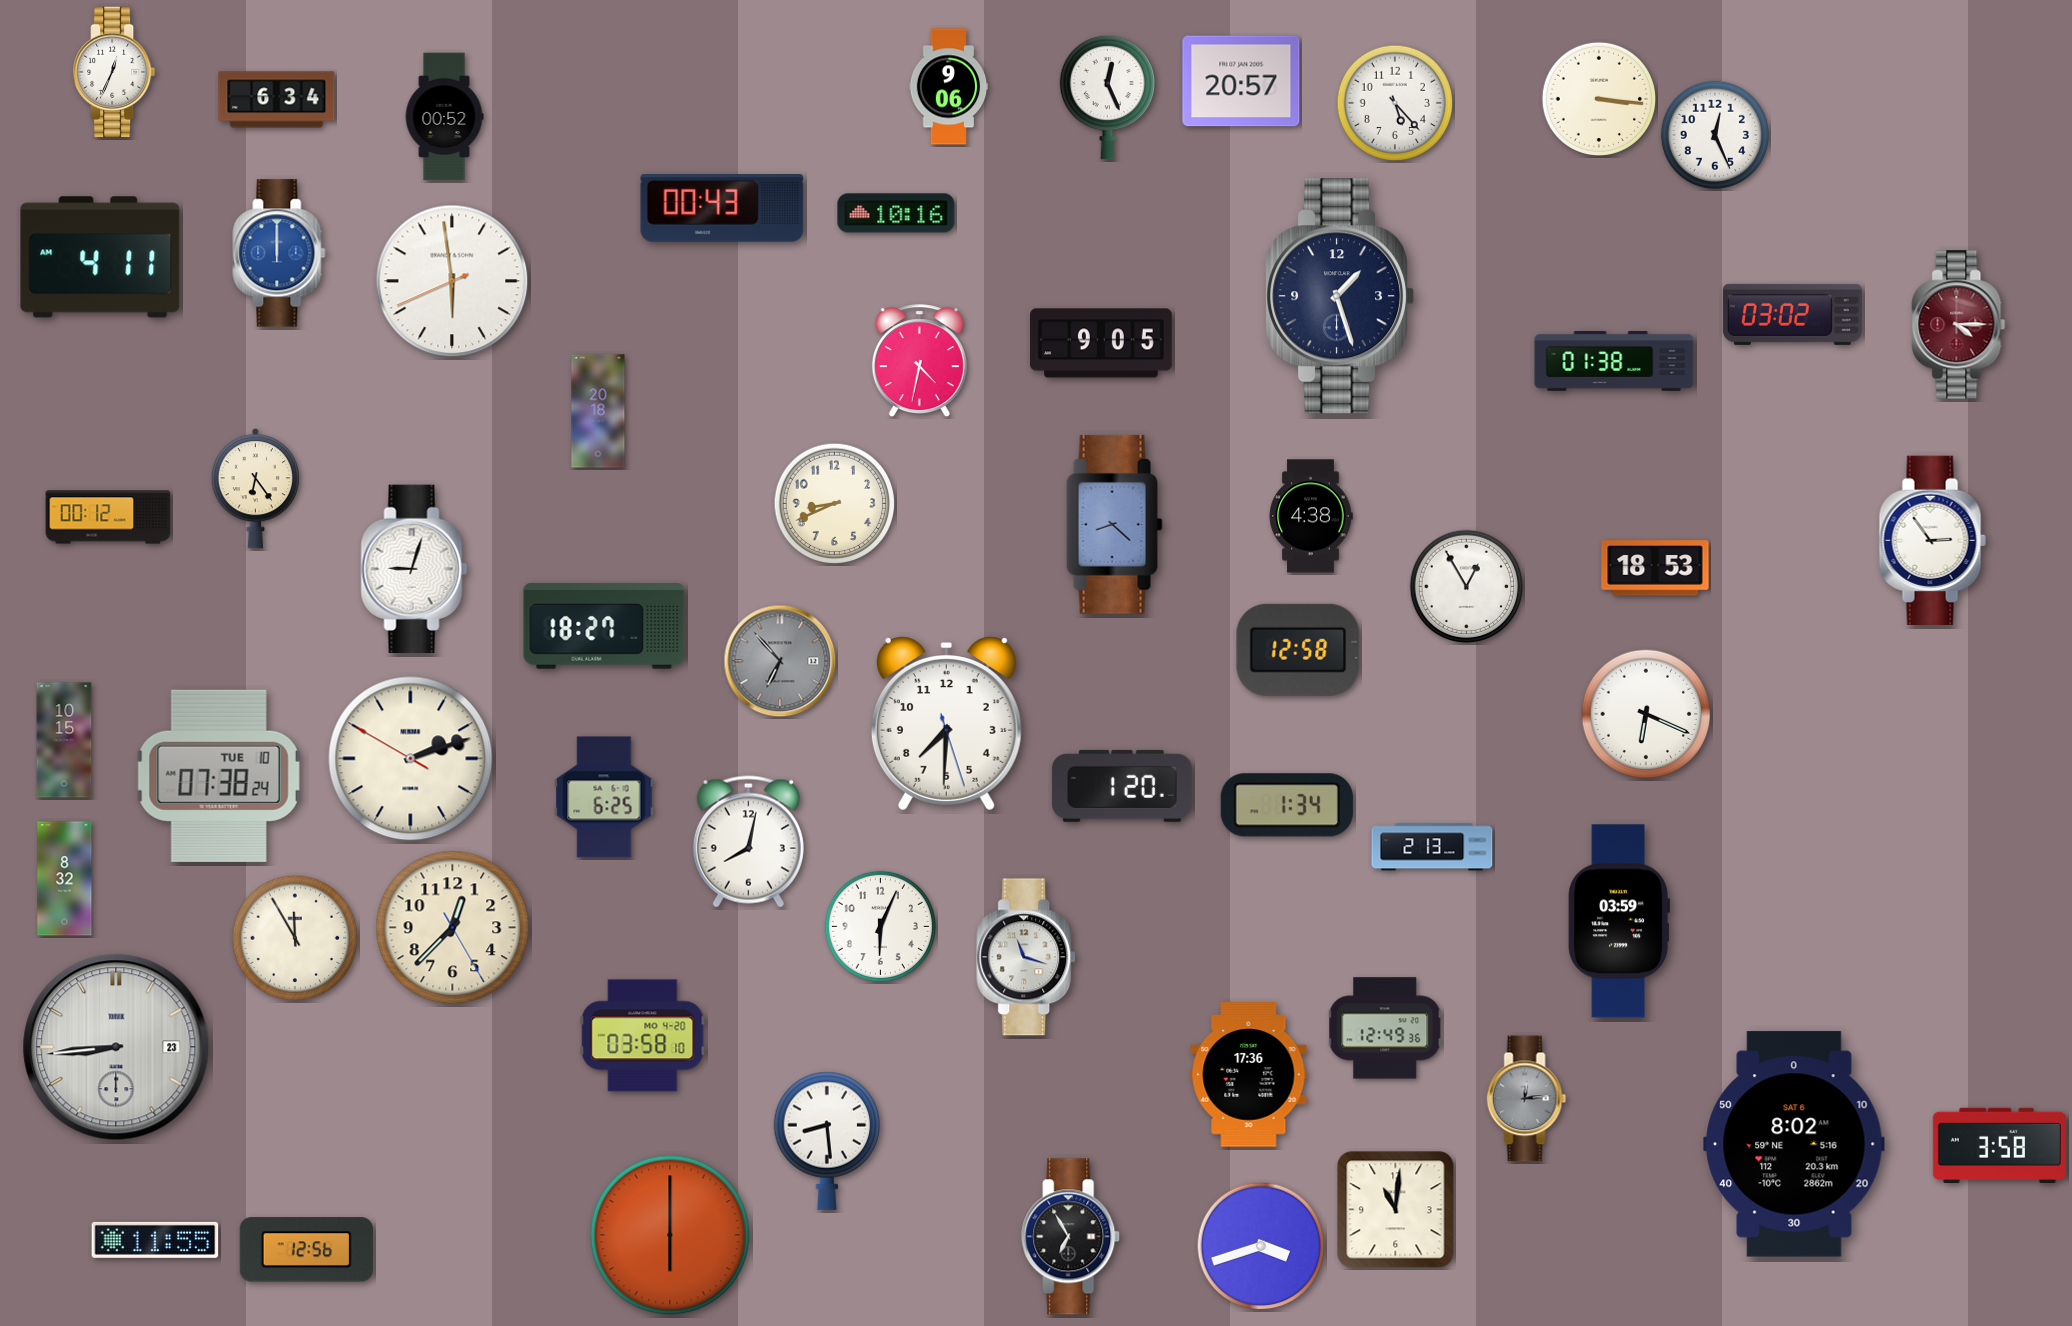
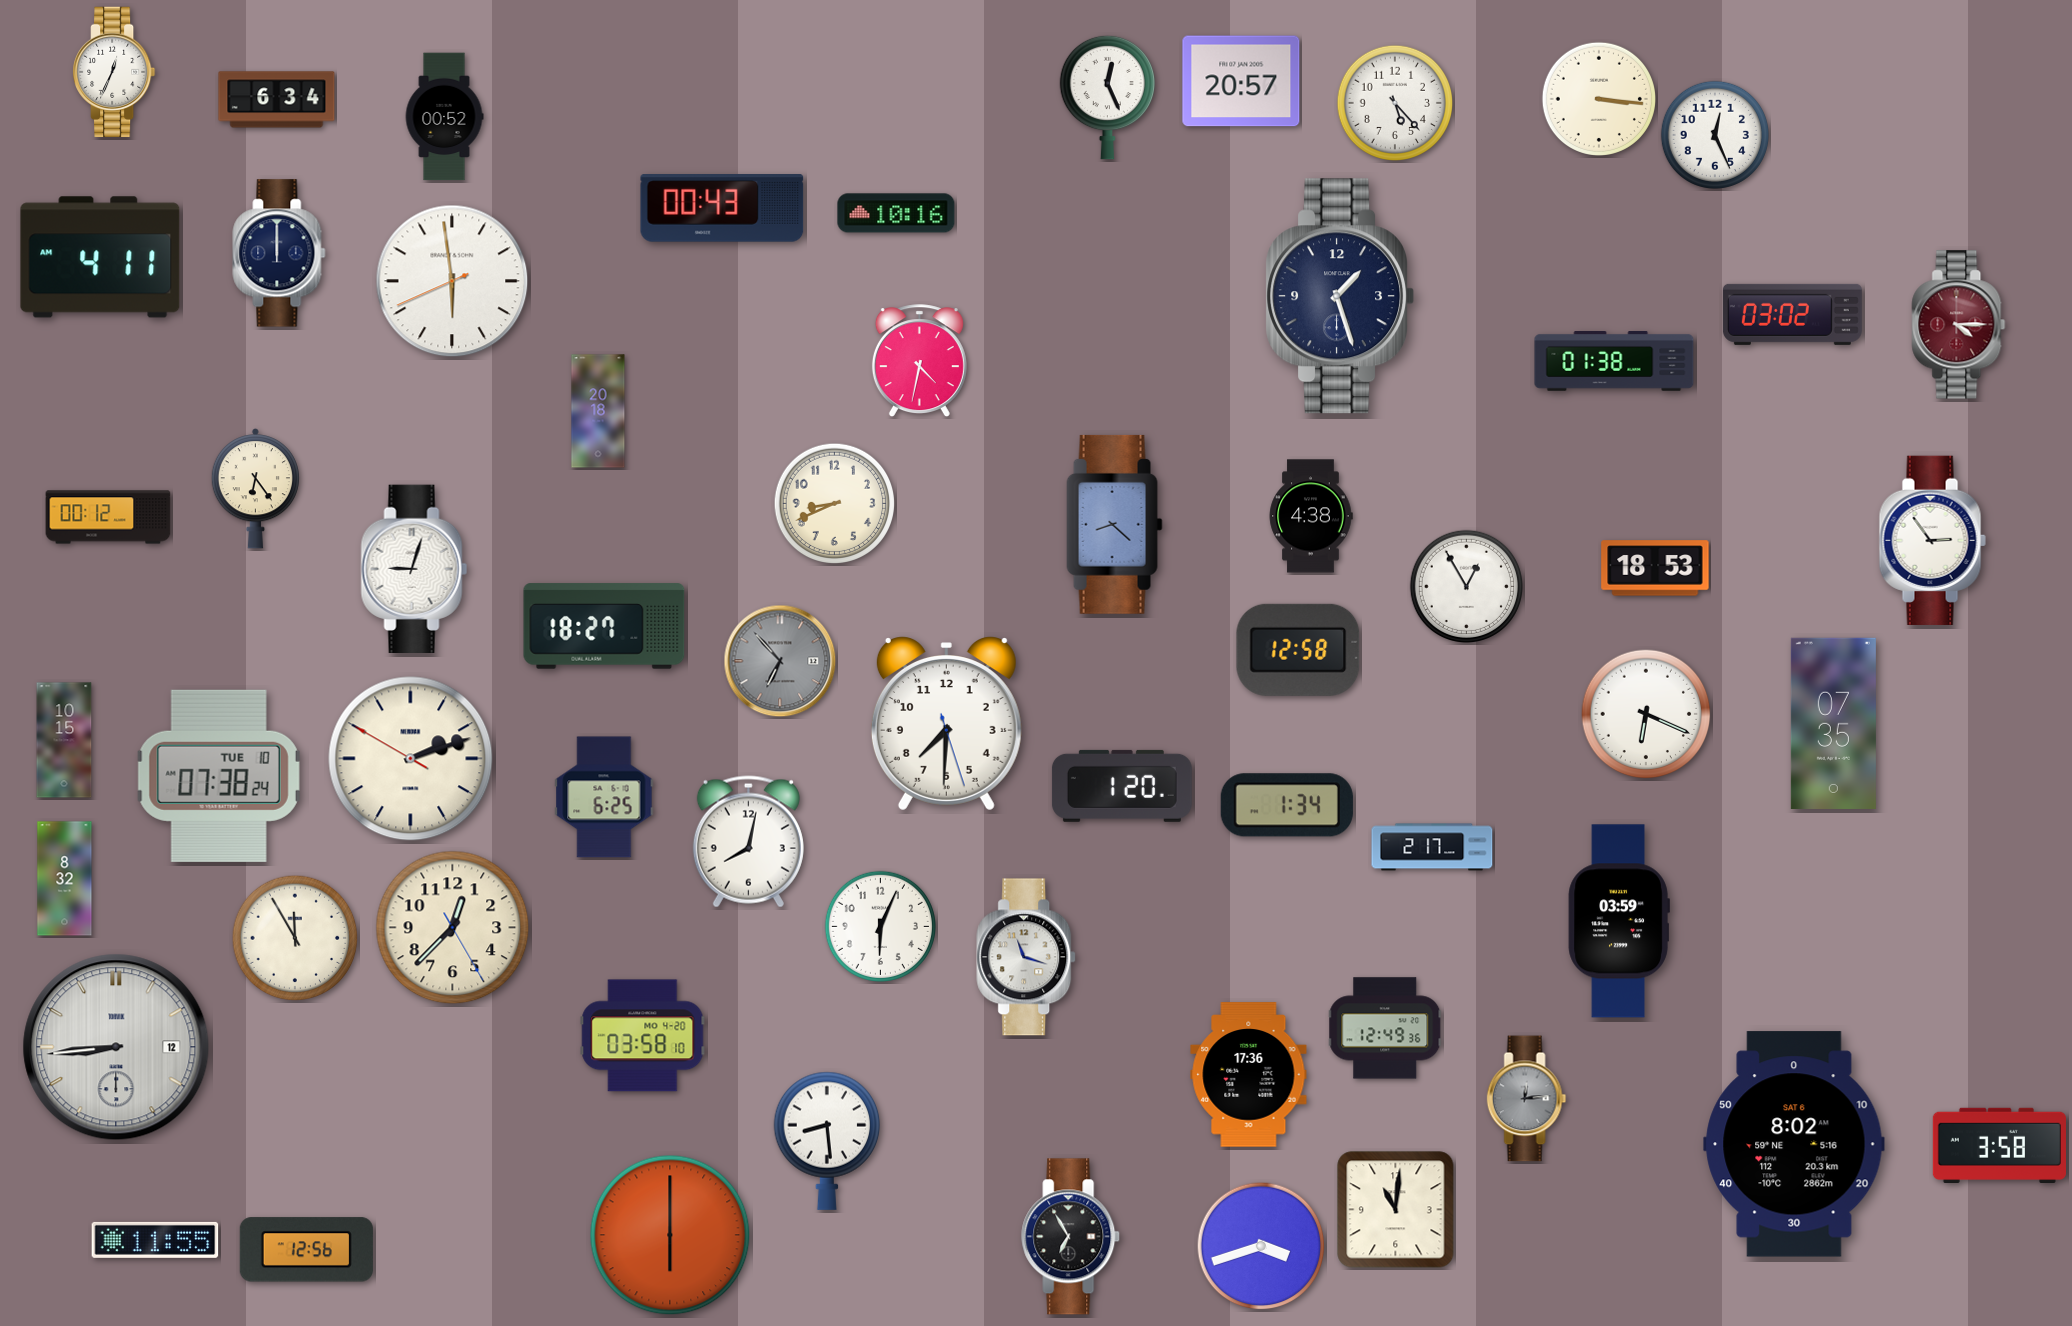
clock at (949, 87): 9:06 -> none
clock at (279, 253) dial: blue -> navy
clock at (1101, 343): 9:05 -> none
clock at (1833, 723): none -> 07:35
clock at (1432, 847): 2:13 -> 2:17
clock at (116, 1047) date: 23 -> 12
